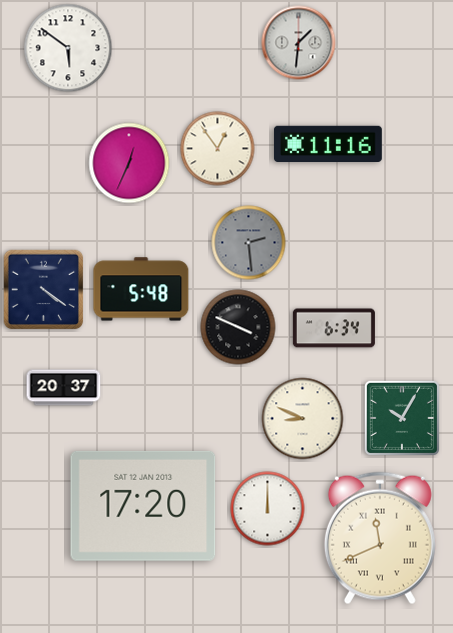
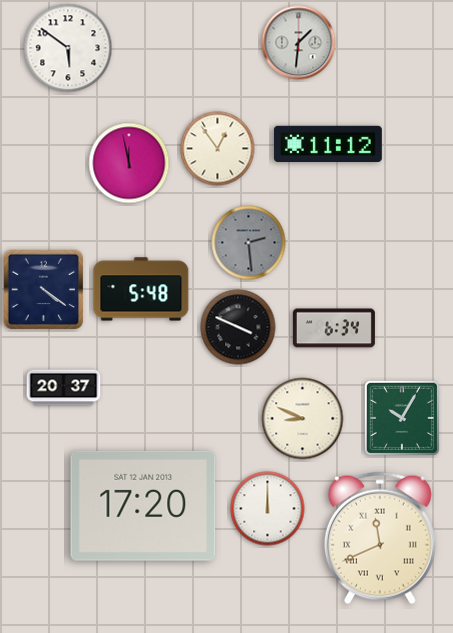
clock at (328, 143): 11:16 -> 11:12
clock at (129, 163): 12:34 -> 11:58
